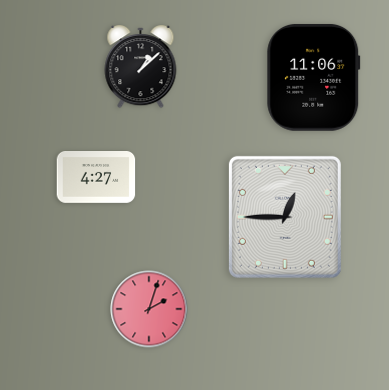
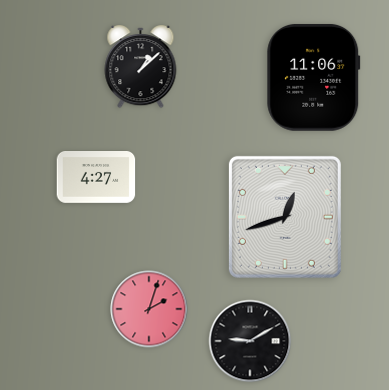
clock at (285, 217): 12:45 -> 12:42
clock at (250, 341): none -> 9:10
